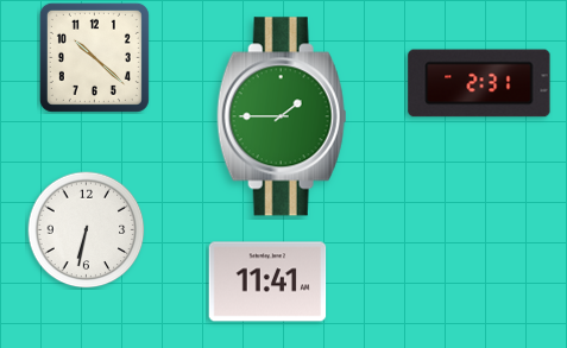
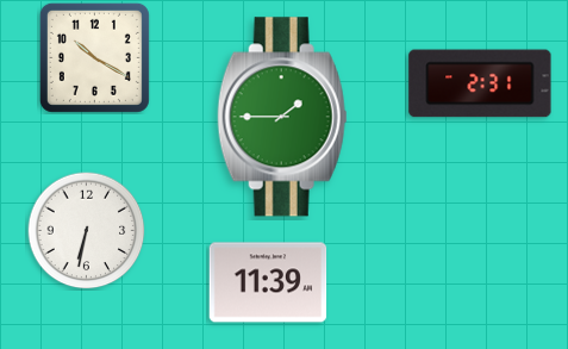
clock at (94, 57): 10:22 -> 10:20
clock at (267, 281): 11:41 -> 11:39
